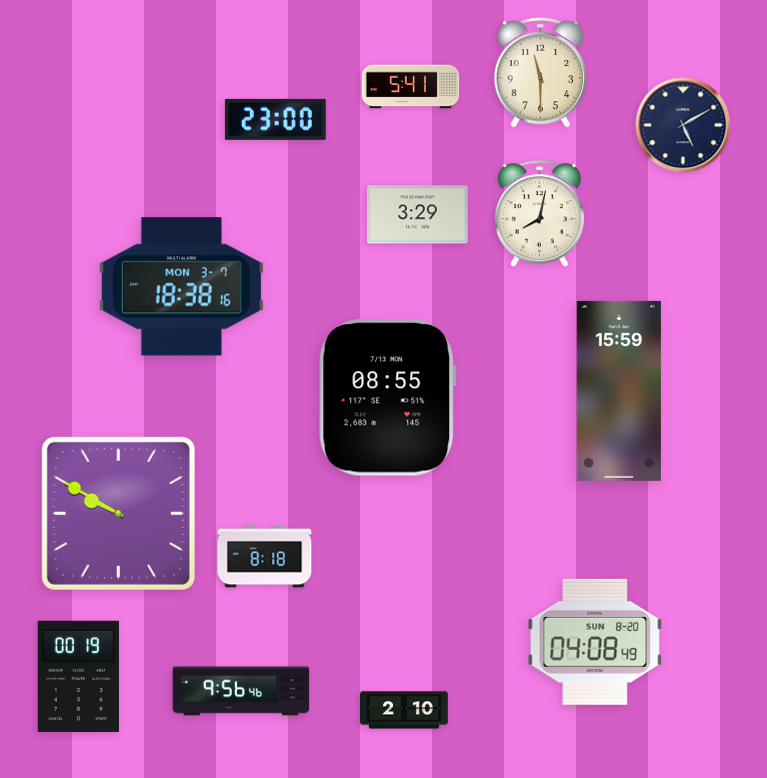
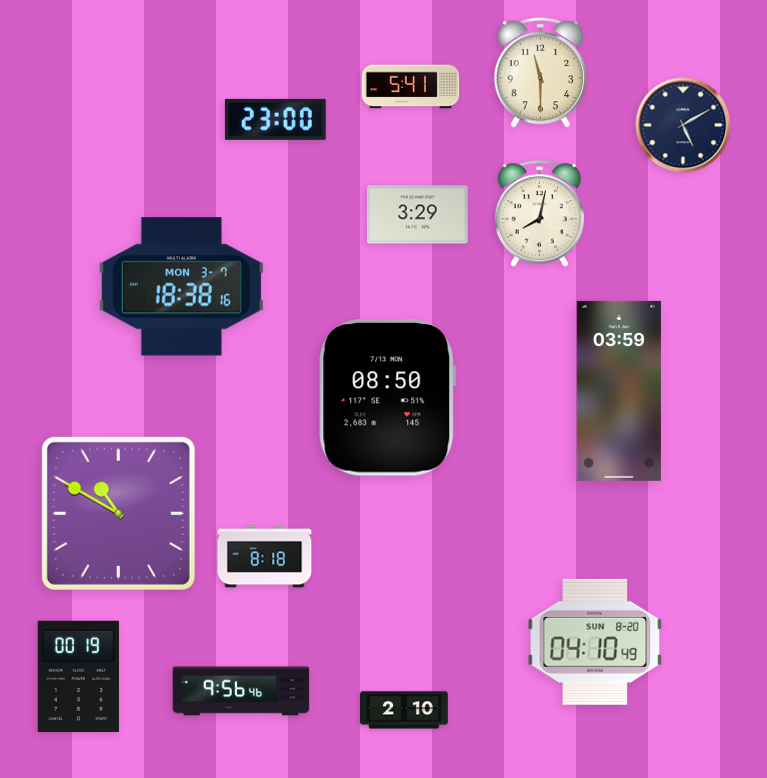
clock at (619, 391): 15:59 -> 03:59
clock at (388, 398): 08:55 -> 08:50
clock at (118, 513): 9:50 -> 10:50
clock at (595, 642): 04:08 -> 04:10
